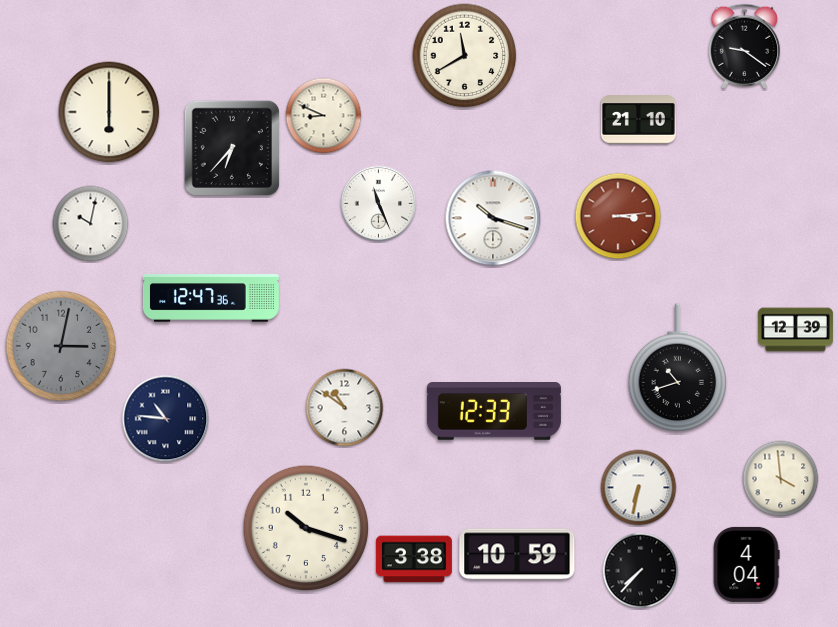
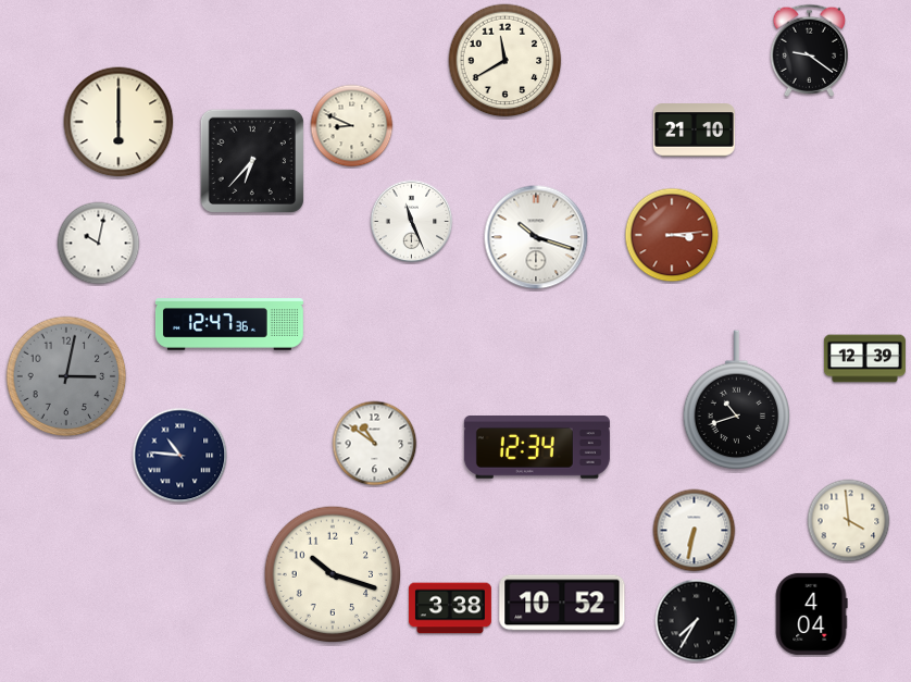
clock at (494, 412): 12:33 -> 12:34
clock at (517, 554): 10:59 -> 10:52
clock at (641, 571): 7:37 -> 7:35
